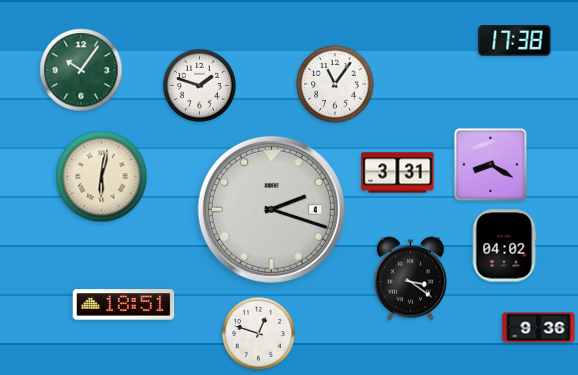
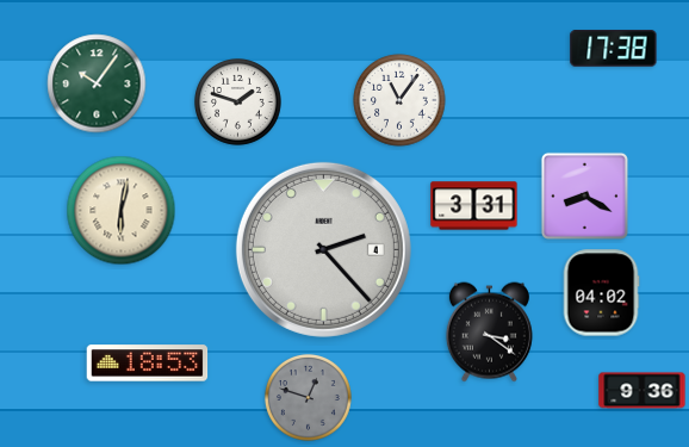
clock at (271, 209): 2:18 -> 2:23
clock at (124, 305): 18:51 -> 18:53
clock at (258, 333) dial: white -> grey
